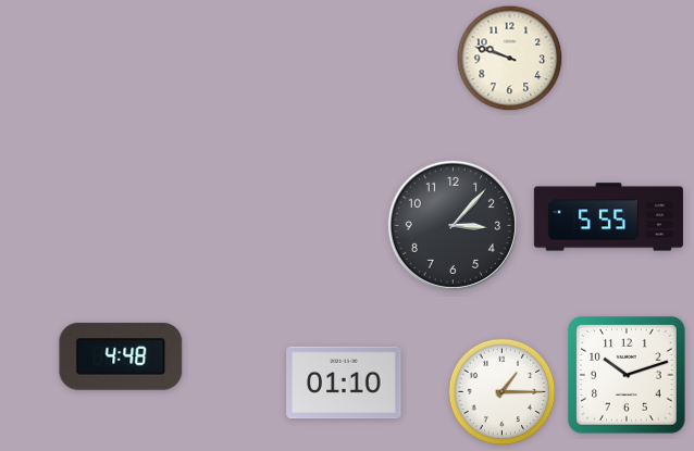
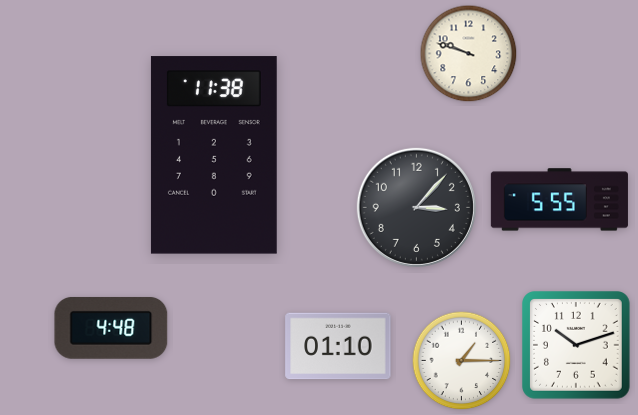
clock at (214, 155): none -> 11:38
clock at (344, 383) position: (344, 383) -> (338, 346)
